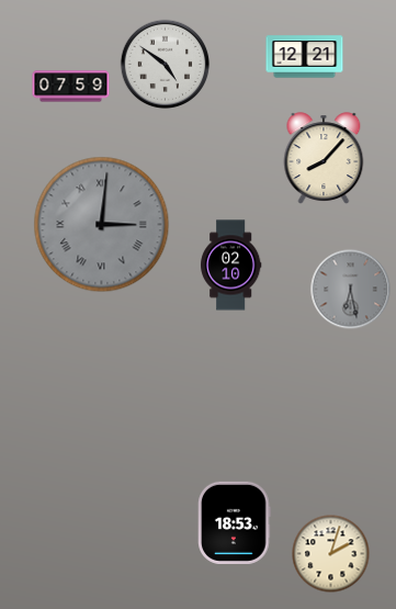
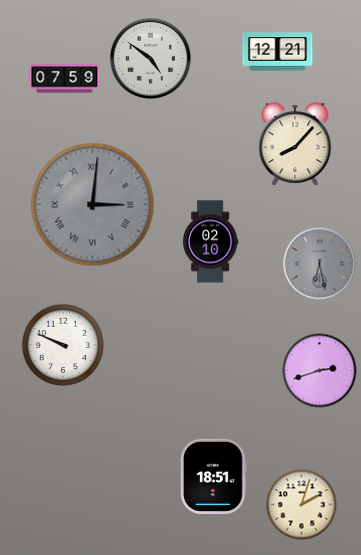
clock at (63, 345): none -> 9:49
clock at (320, 371): none -> 2:42
clock at (235, 522): 18:53 -> 18:51
